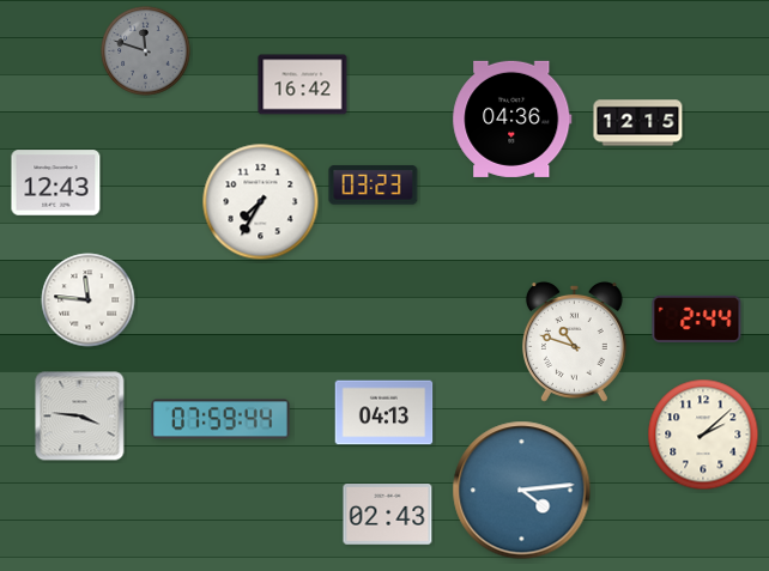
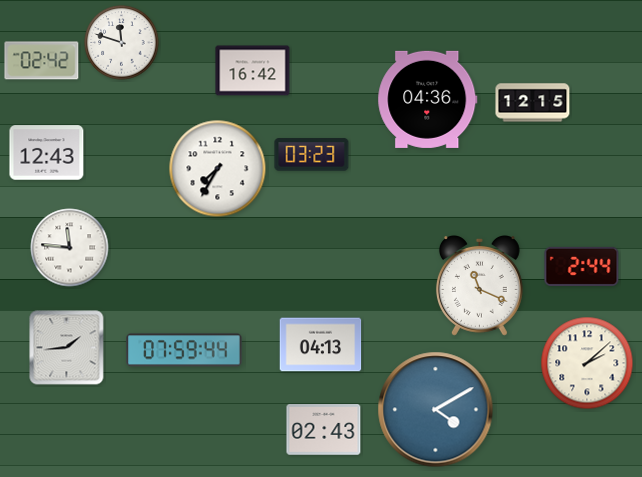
clock at (146, 51) dial: grey -> white
clock at (42, 61): none -> 02:42
clock at (89, 300) position: (89, 300) -> (70, 248)
clock at (574, 342): 10:48 -> 11:19
clock at (80, 417): 3:46 -> 1:44
clock at (522, 491): 4:14 -> 4:10
